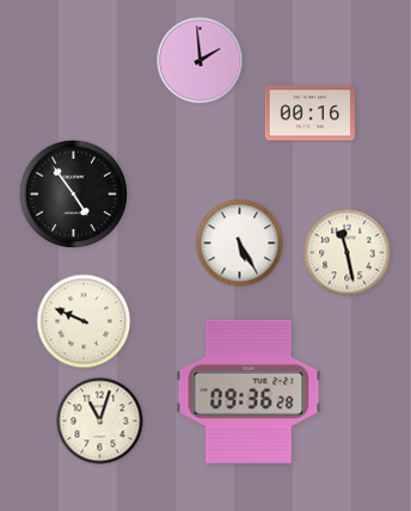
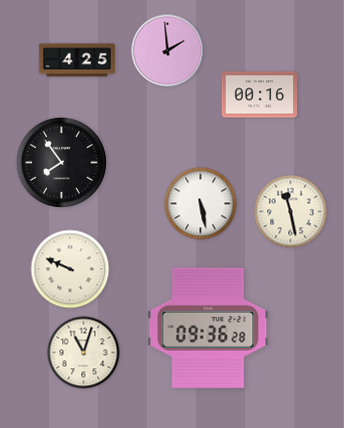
clock at (77, 60): none -> 4:25
clock at (73, 193): 4:54 -> 7:54
clock at (240, 244): 5:25 -> 5:28
